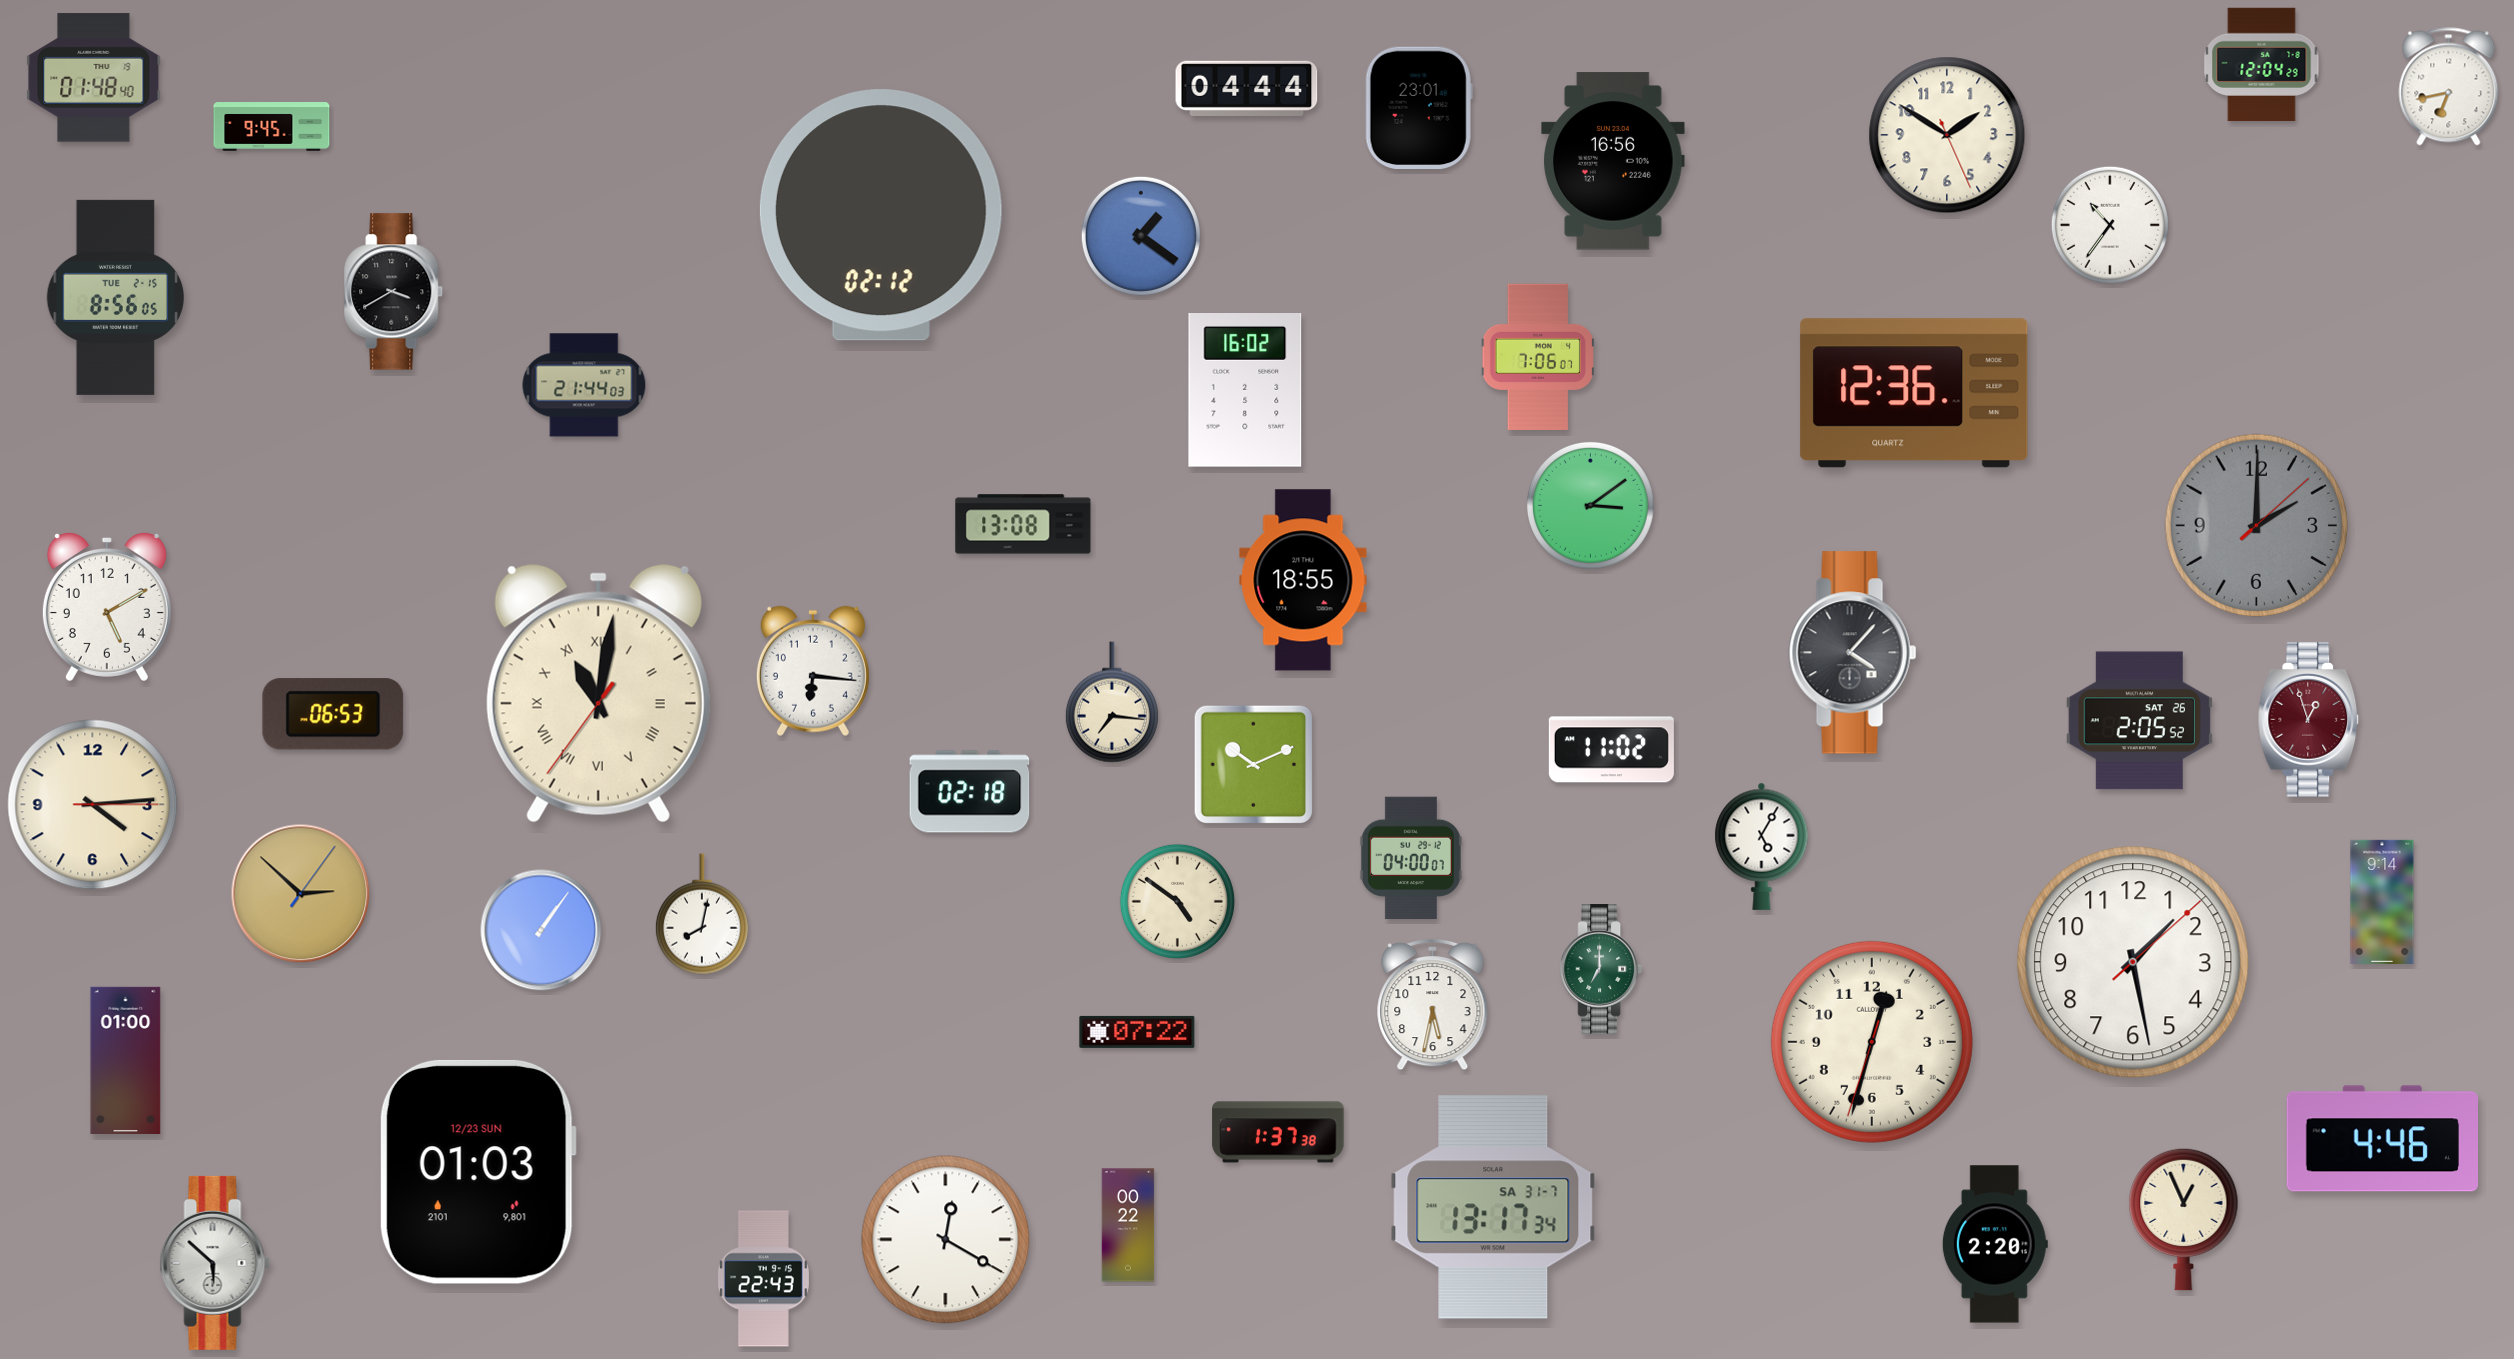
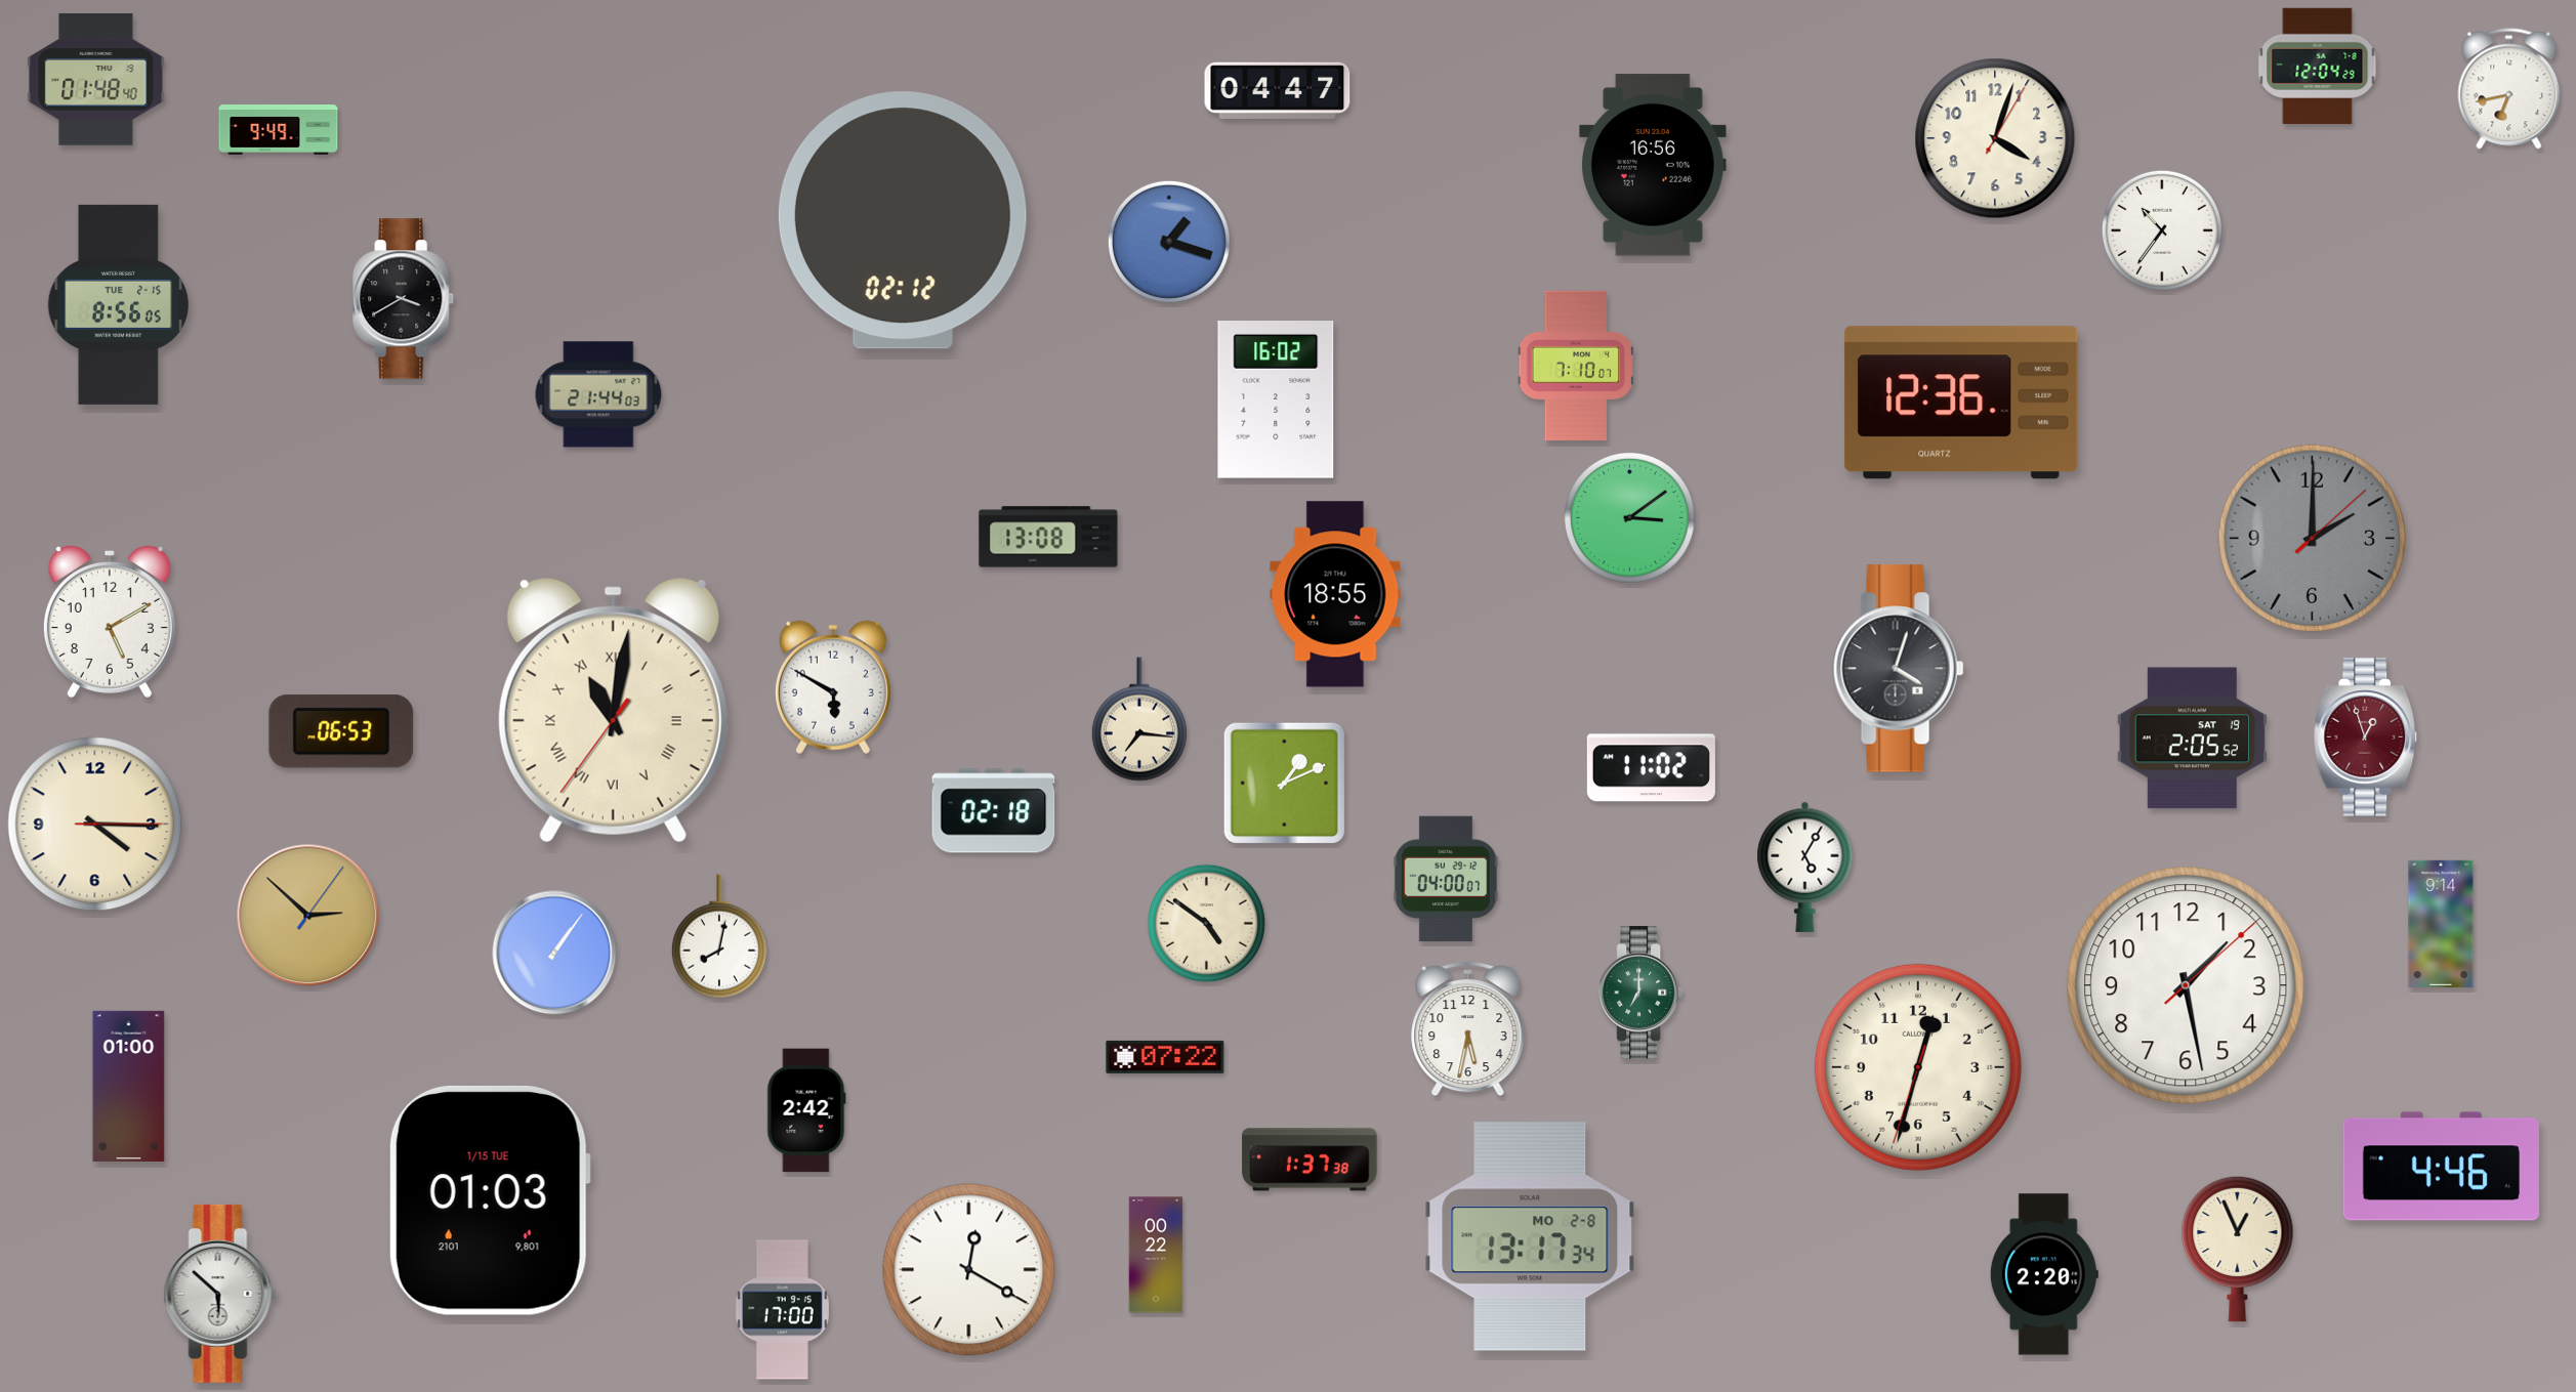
clock at (1247, 88): 04:44 -> 04:47
clock at (1419, 108): 23:01 -> none
clock at (272, 127): 9:45 -> 9:49
clock at (1947, 135): 1:50 -> 4:03
clock at (1141, 236): 1:21 -> 1:18
clock at (1538, 356): 7:06 -> 7:10
clock at (1853, 653): 4:07 -> 4:03
clock at (813, 671): 6:16 -> 5:50
clock at (2139, 721) date: SAT 26 -> SAT 19
clock at (1254, 765): 10:11 -> 1:11
clock at (93, 805): 4:14 -> 4:15
clock at (806, 1110): none -> 2:42
clock at (478, 1172) date: 12/23 SUN -> 1/15 TUE
clock at (1493, 1207) date: SA 31-7 -> MO 2-8
clock at (763, 1279): 22:43 -> 17:00
